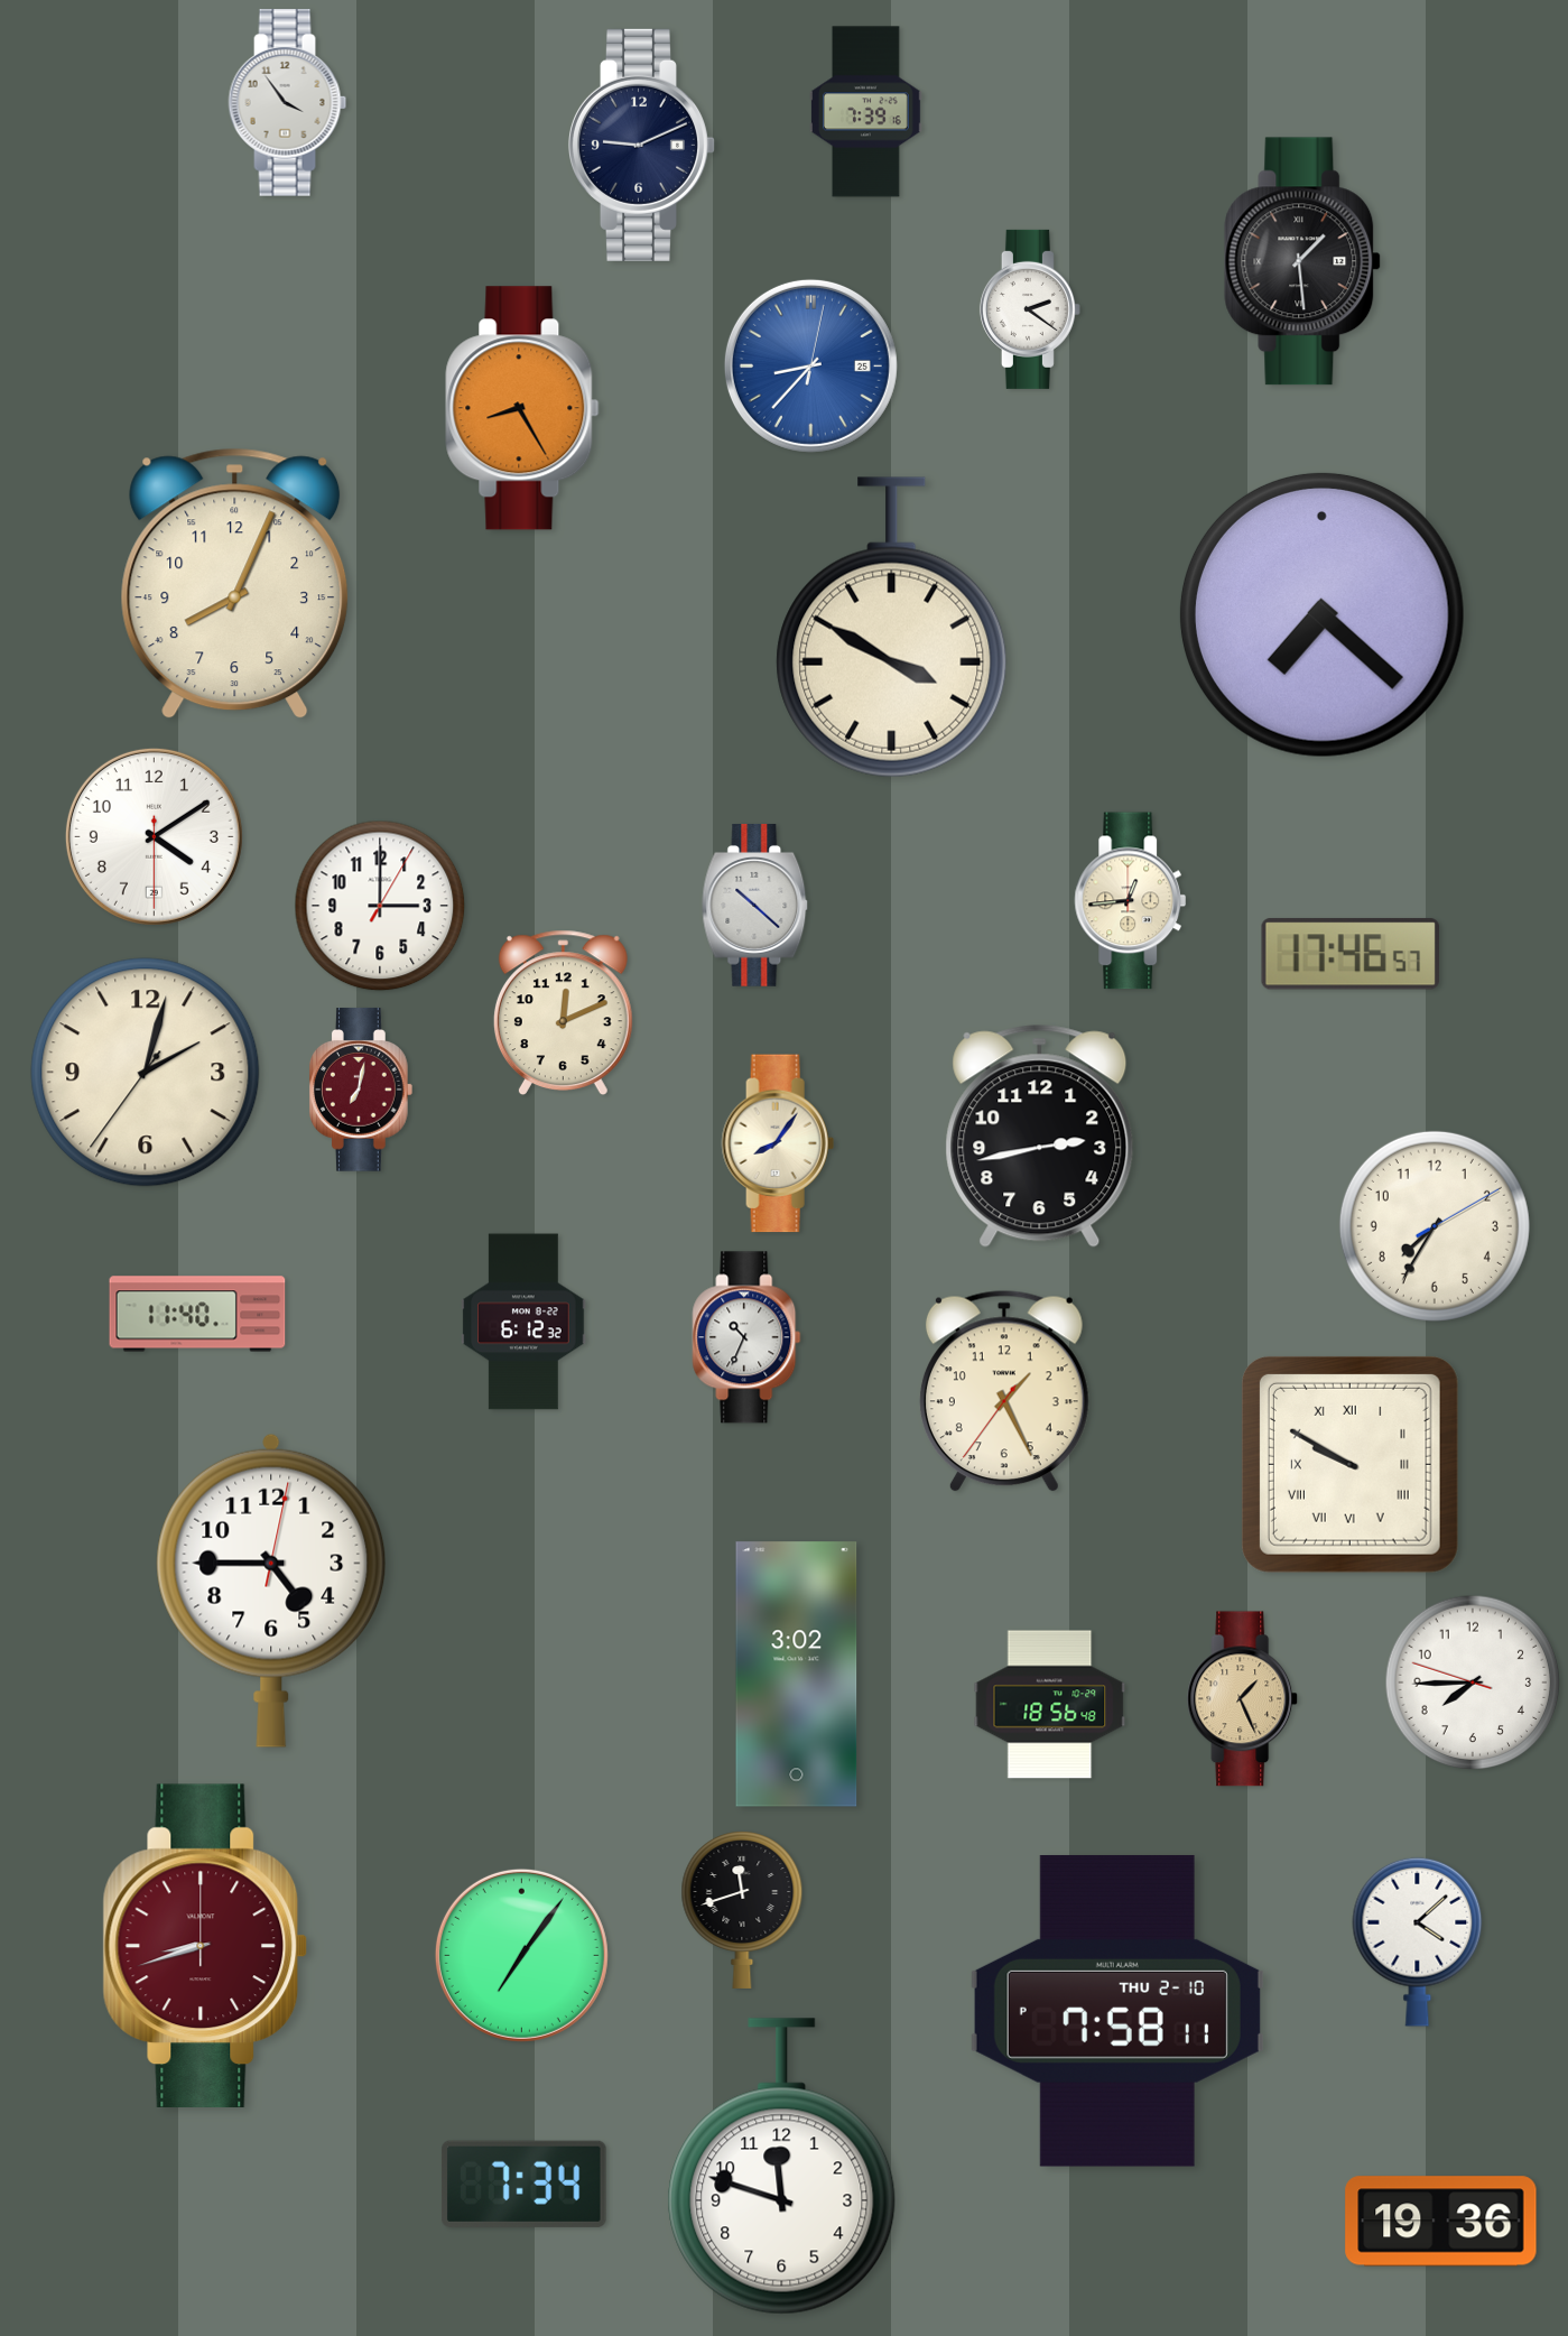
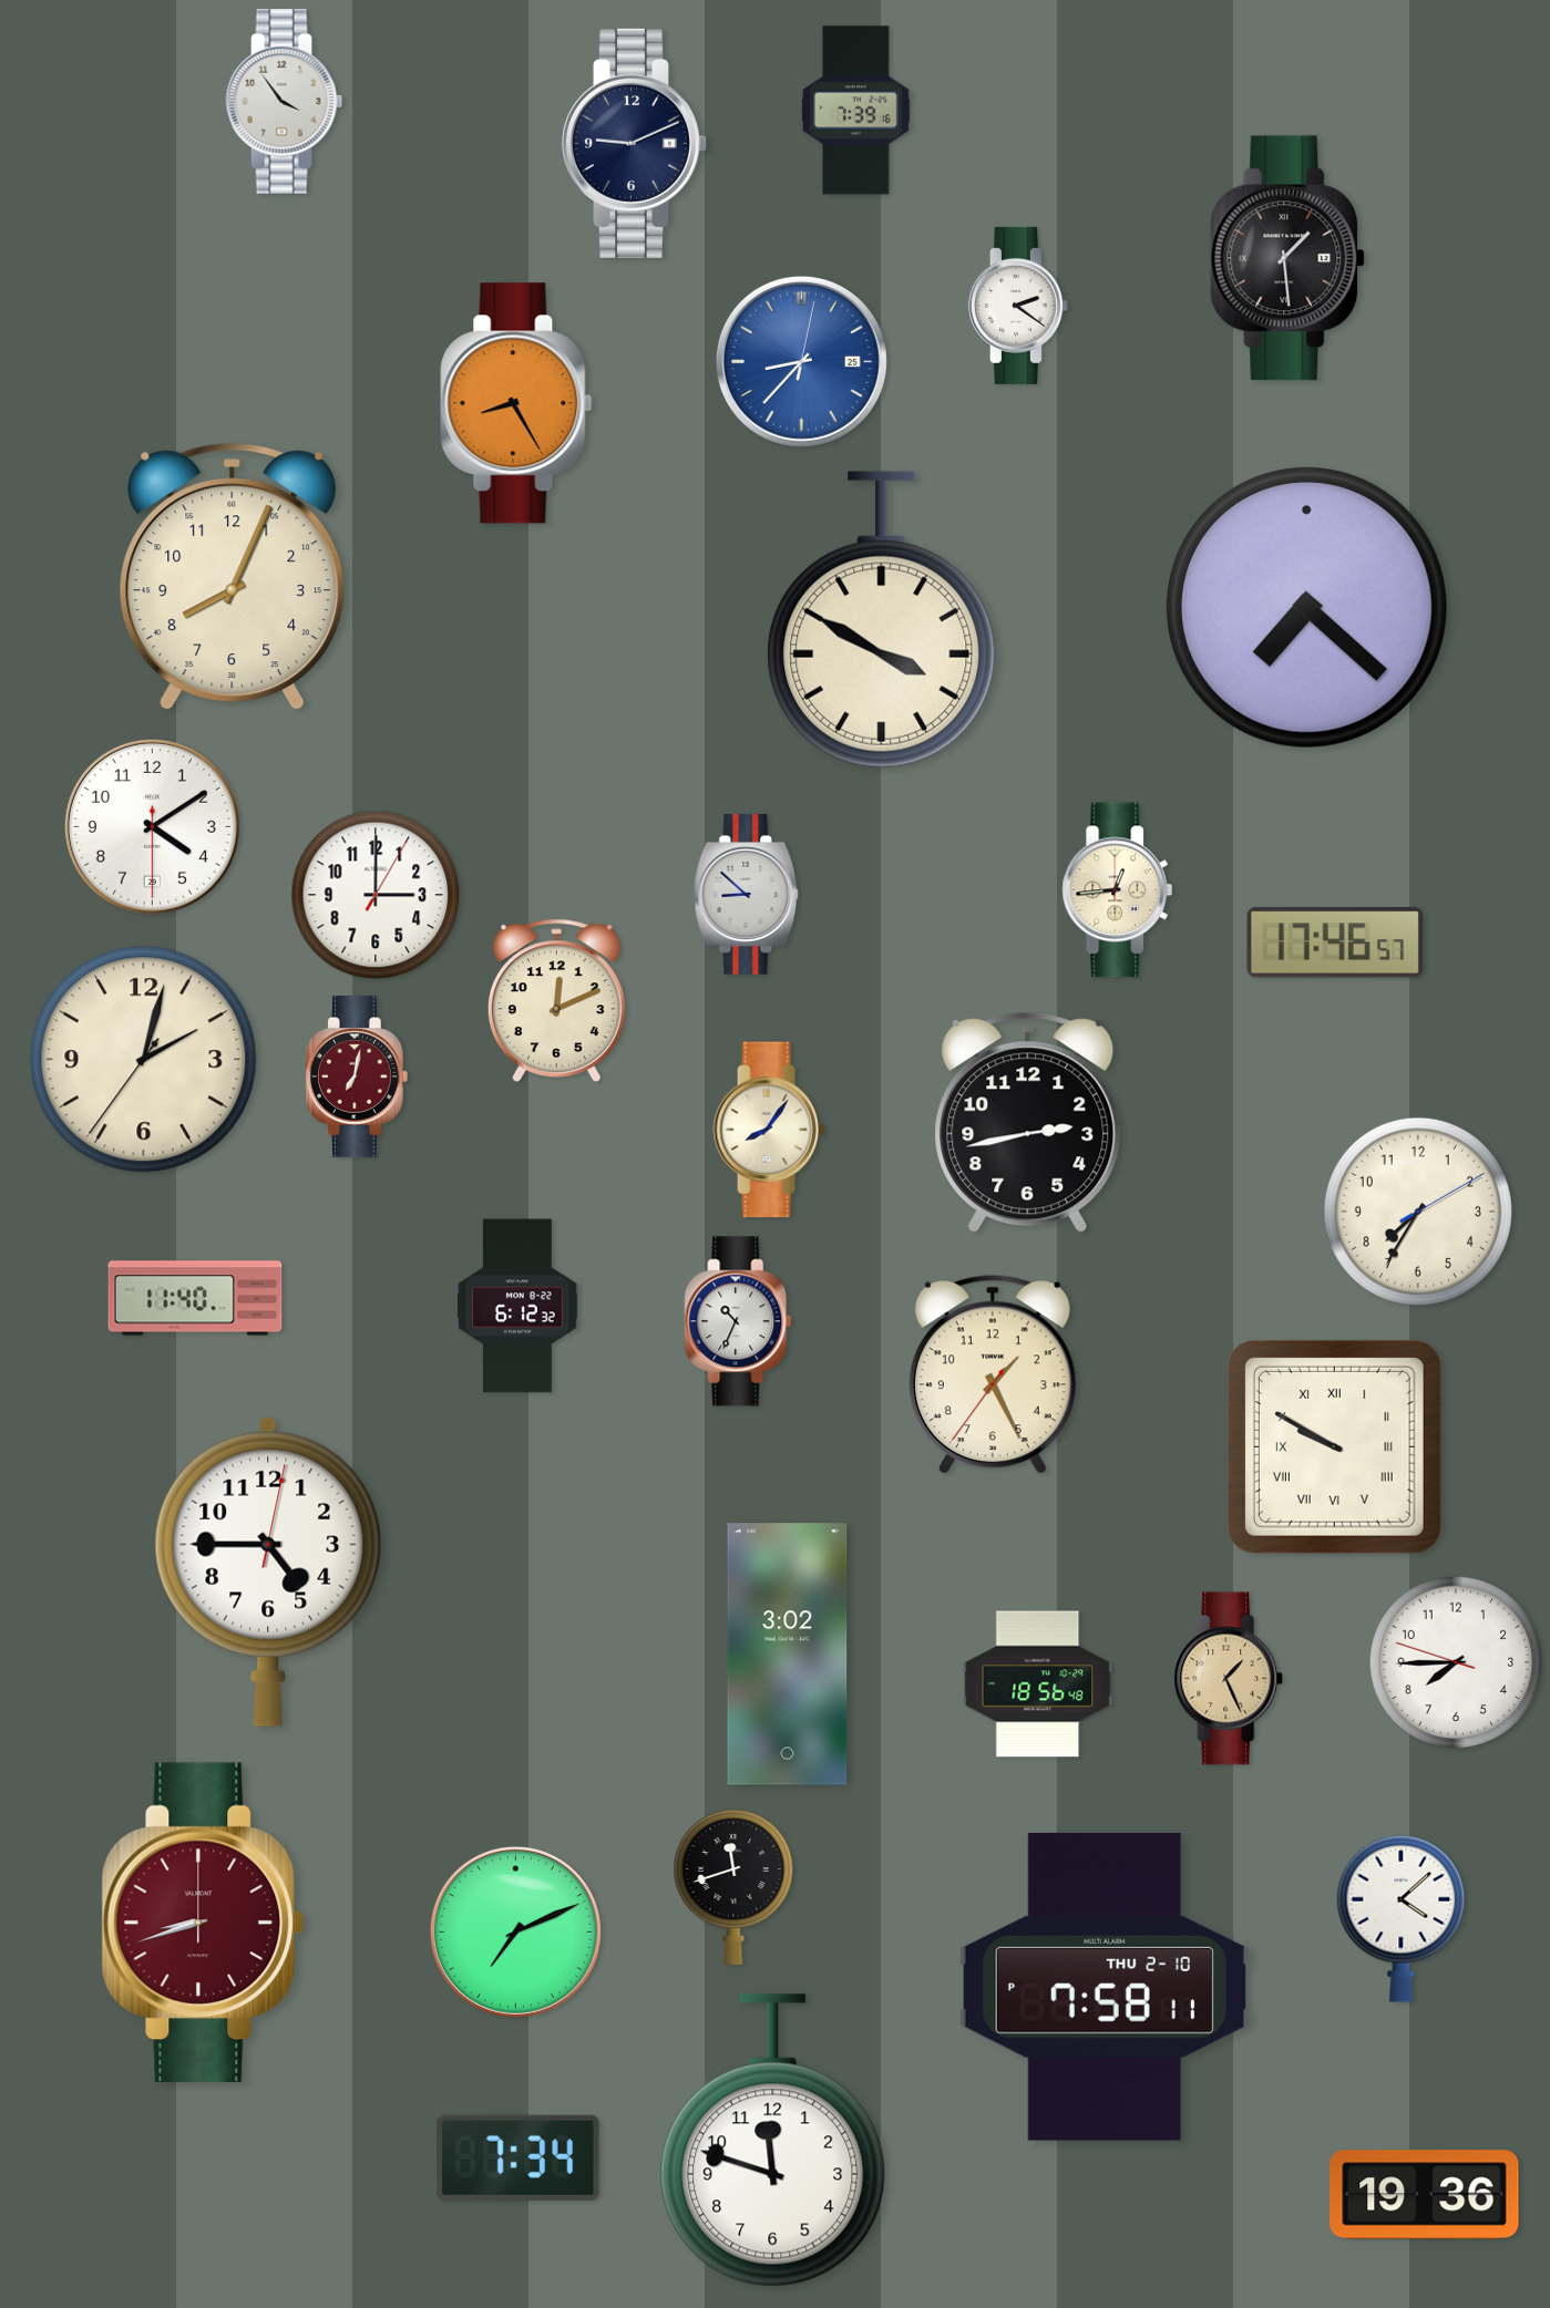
clock at (755, 906): 10:22 -> 8:52
clock at (521, 1955): 7:06 -> 7:11
